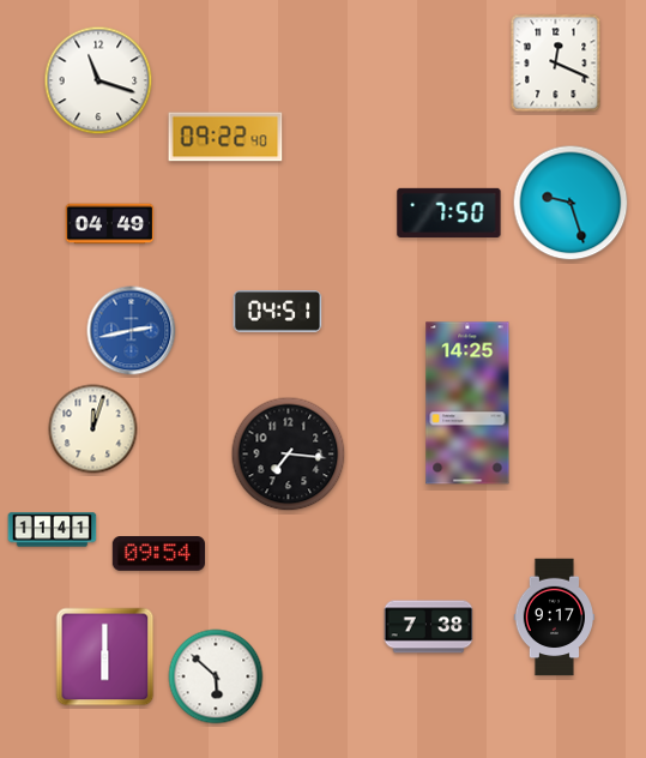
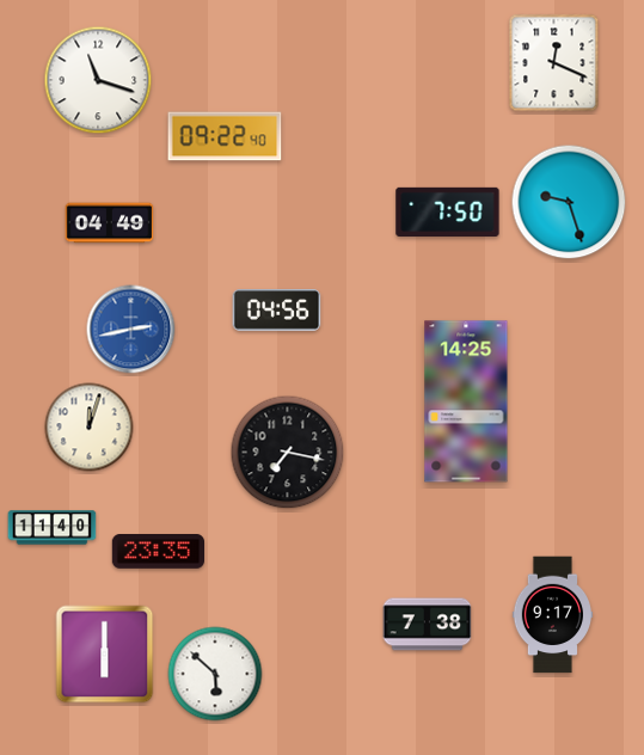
clock at (278, 312): 04:51 -> 04:56
clock at (93, 429) position: (93, 429) -> (90, 428)
clock at (289, 455): 7:16 -> 7:17
clock at (53, 530): 11:41 -> 11:40
clock at (158, 554): 09:54 -> 23:35
